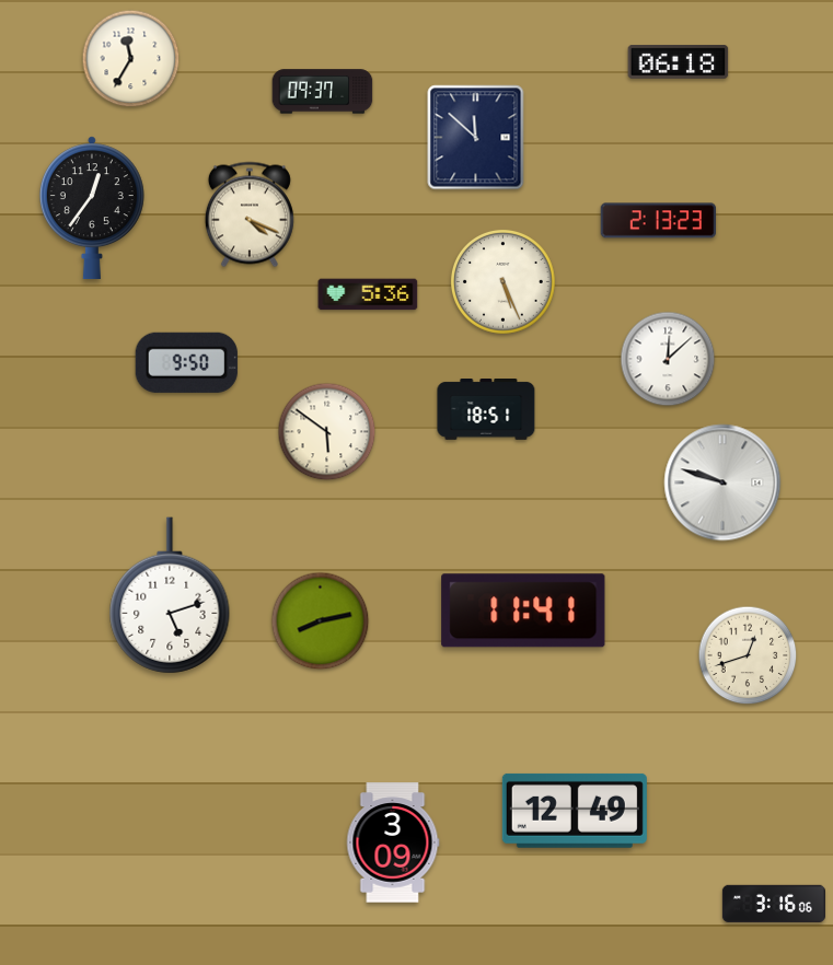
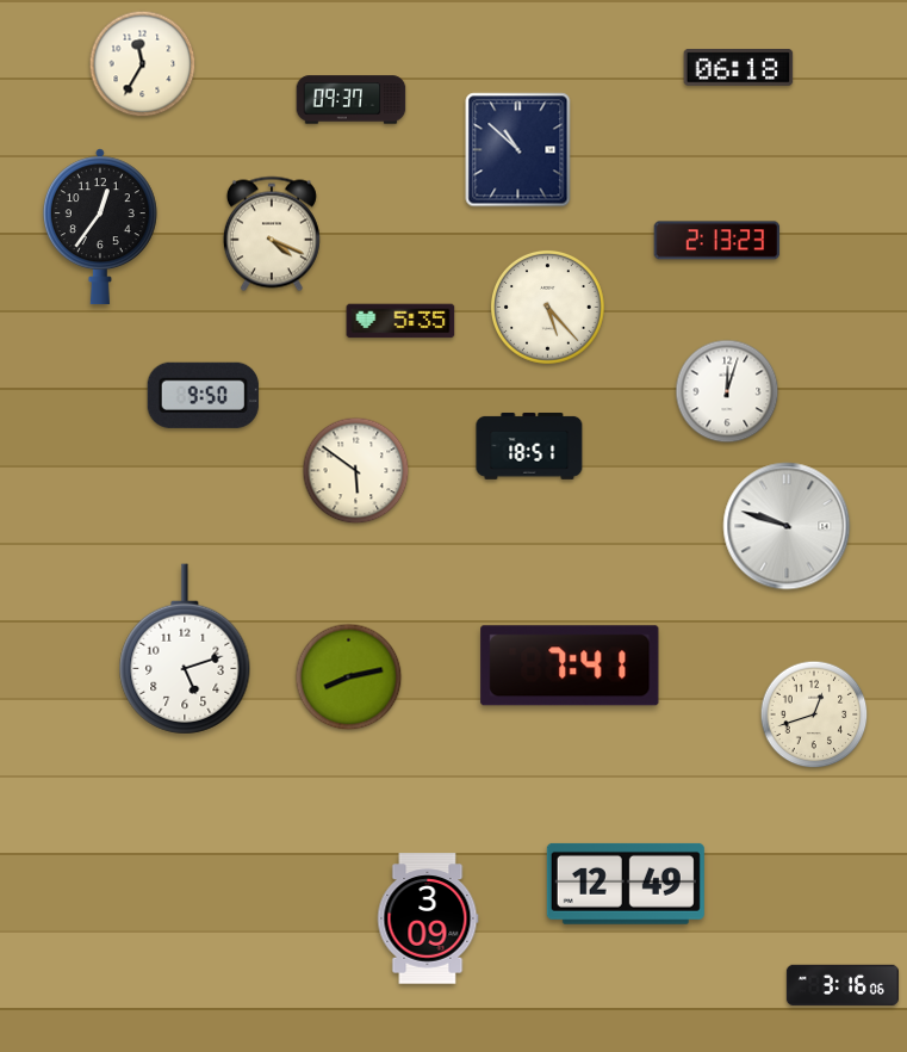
clock at (476, 138): 11:52 -> 10:52
clock at (502, 281): 5:26 -> 5:23
clock at (368, 294): 5:36 -> 5:35
clock at (668, 359): 12:08 -> 12:03
clock at (523, 611): 11:41 -> 7:41
